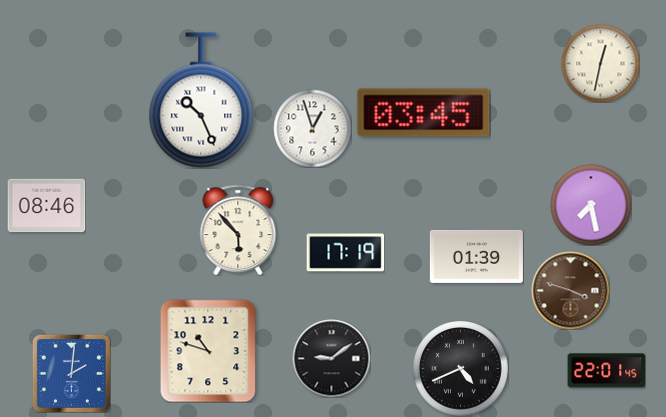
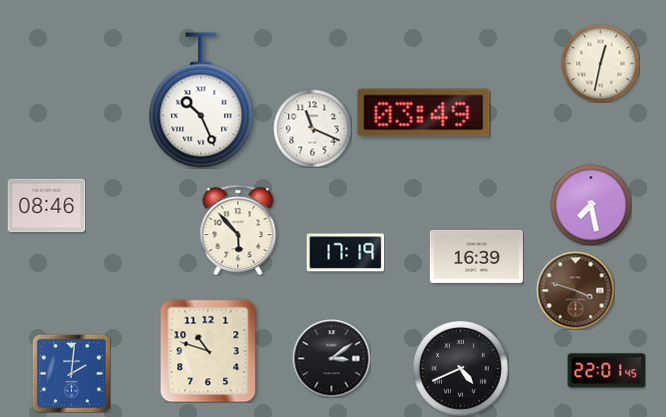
clock at (424, 113): 03:45 -> 03:49
clock at (312, 128): 12:57 -> 11:19
clock at (476, 256): 01:39 -> 16:39
clock at (570, 290) position: (570, 290) -> (575, 290)
clock at (331, 358): 9:09 -> 3:09
